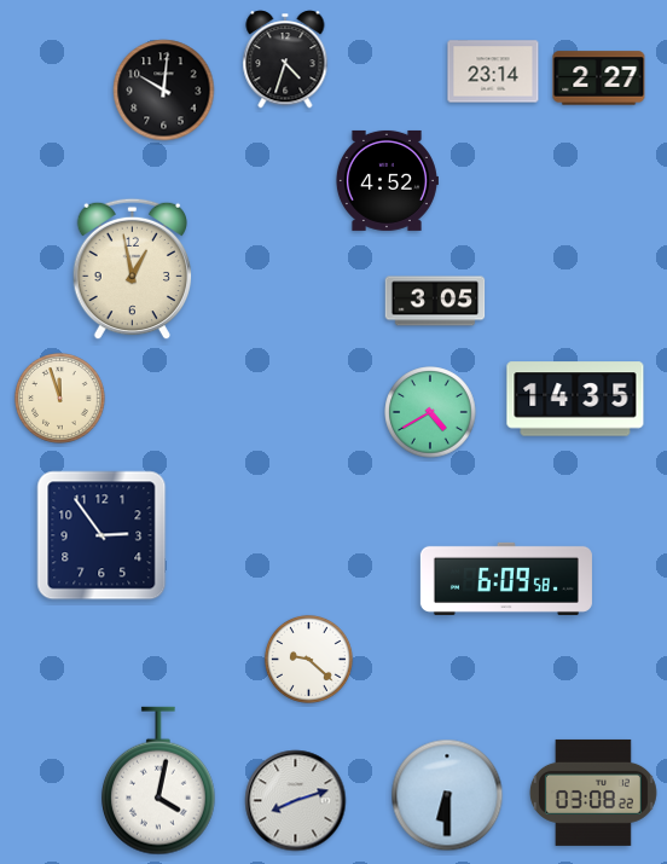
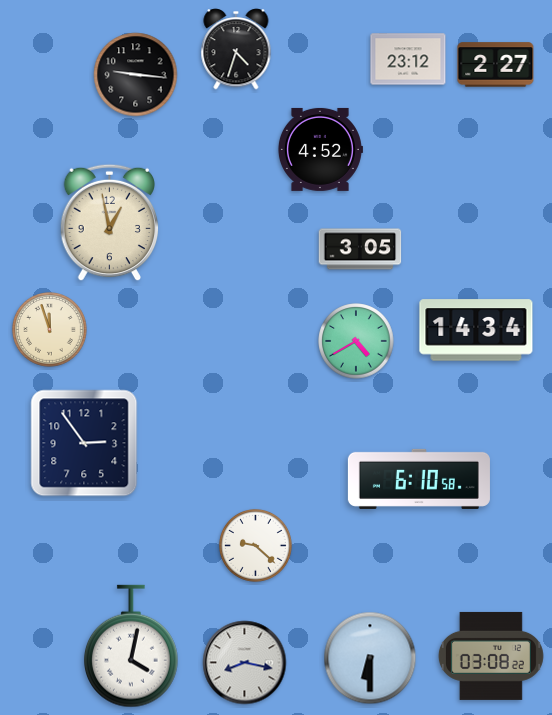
clock at (493, 71): 23:14 -> 23:12
clock at (164, 91): 10:01 -> 9:16
clock at (575, 399): 14:35 -> 14:34
clock at (506, 579): 6:09 -> 6:10
clock at (296, 801): 8:12 -> 8:17
